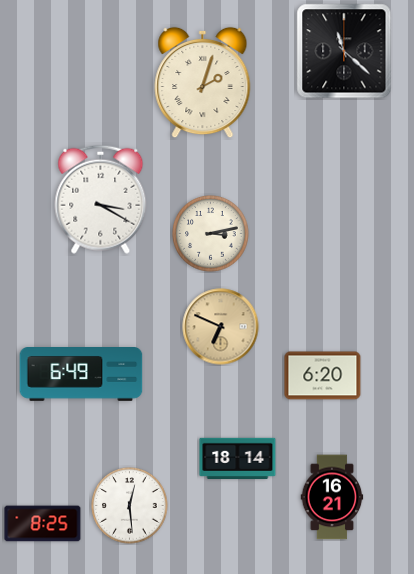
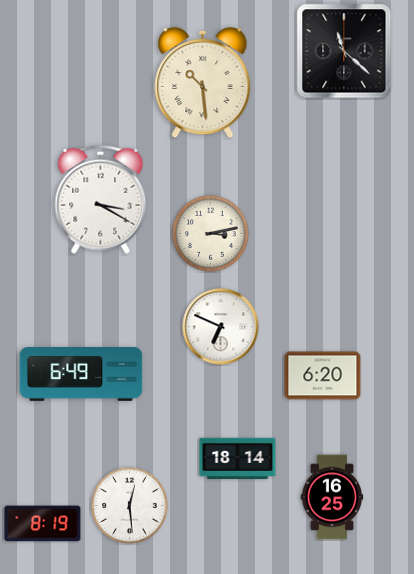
clock at (203, 83): 2:03 -> 10:29
clock at (221, 327) dial: champagne -> white
clock at (332, 497): 16:21 -> 16:25
clock at (43, 524): 8:25 -> 8:19
